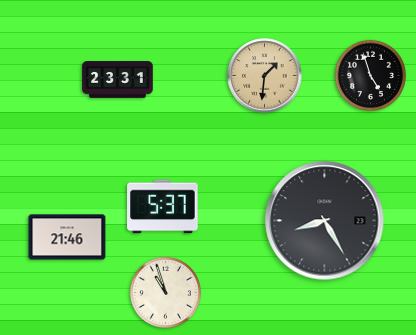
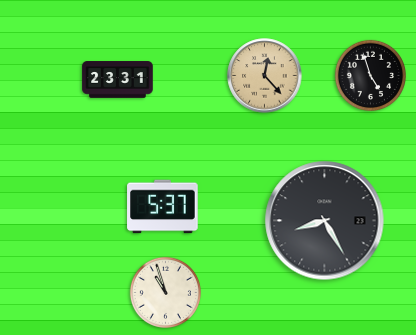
clock at (265, 76): 1:31 -> 12:23
clock at (67, 237): 21:46 -> none
